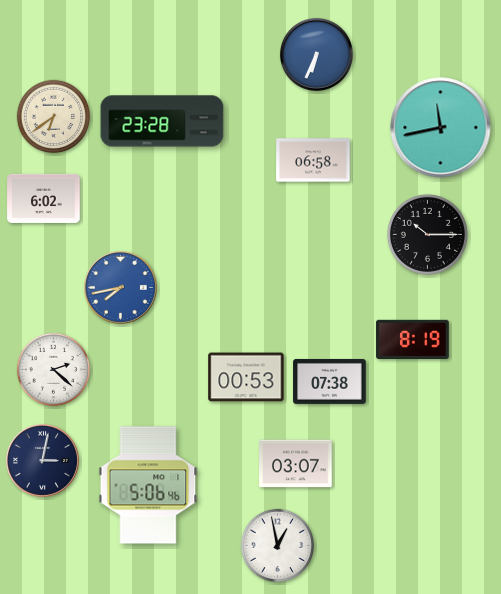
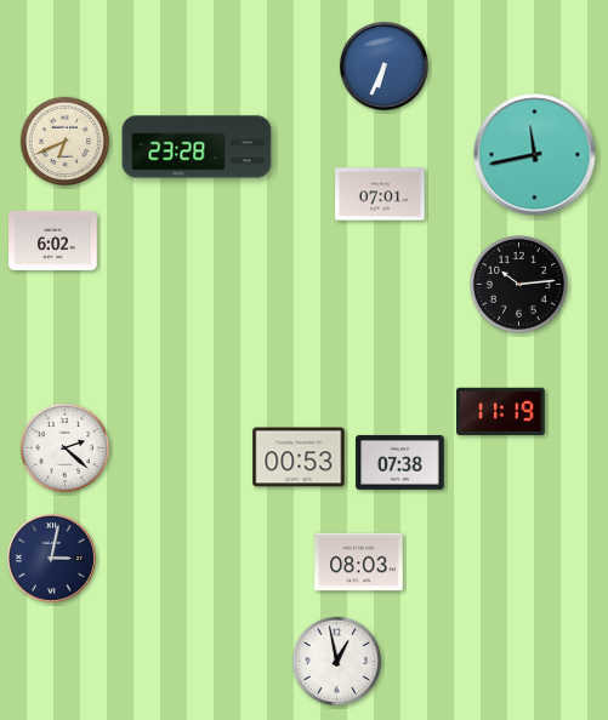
clock at (54, 117): 6:39 -> 6:41
clock at (313, 160): 06:58 -> 07:01
clock at (427, 234): 10:15 -> 10:14
clock at (120, 287): 7:43 -> none
clock at (413, 339): 8:19 -> 11:19
clock at (296, 464): 03:07 -> 08:03
clock at (148, 485): 5:06 -> none
